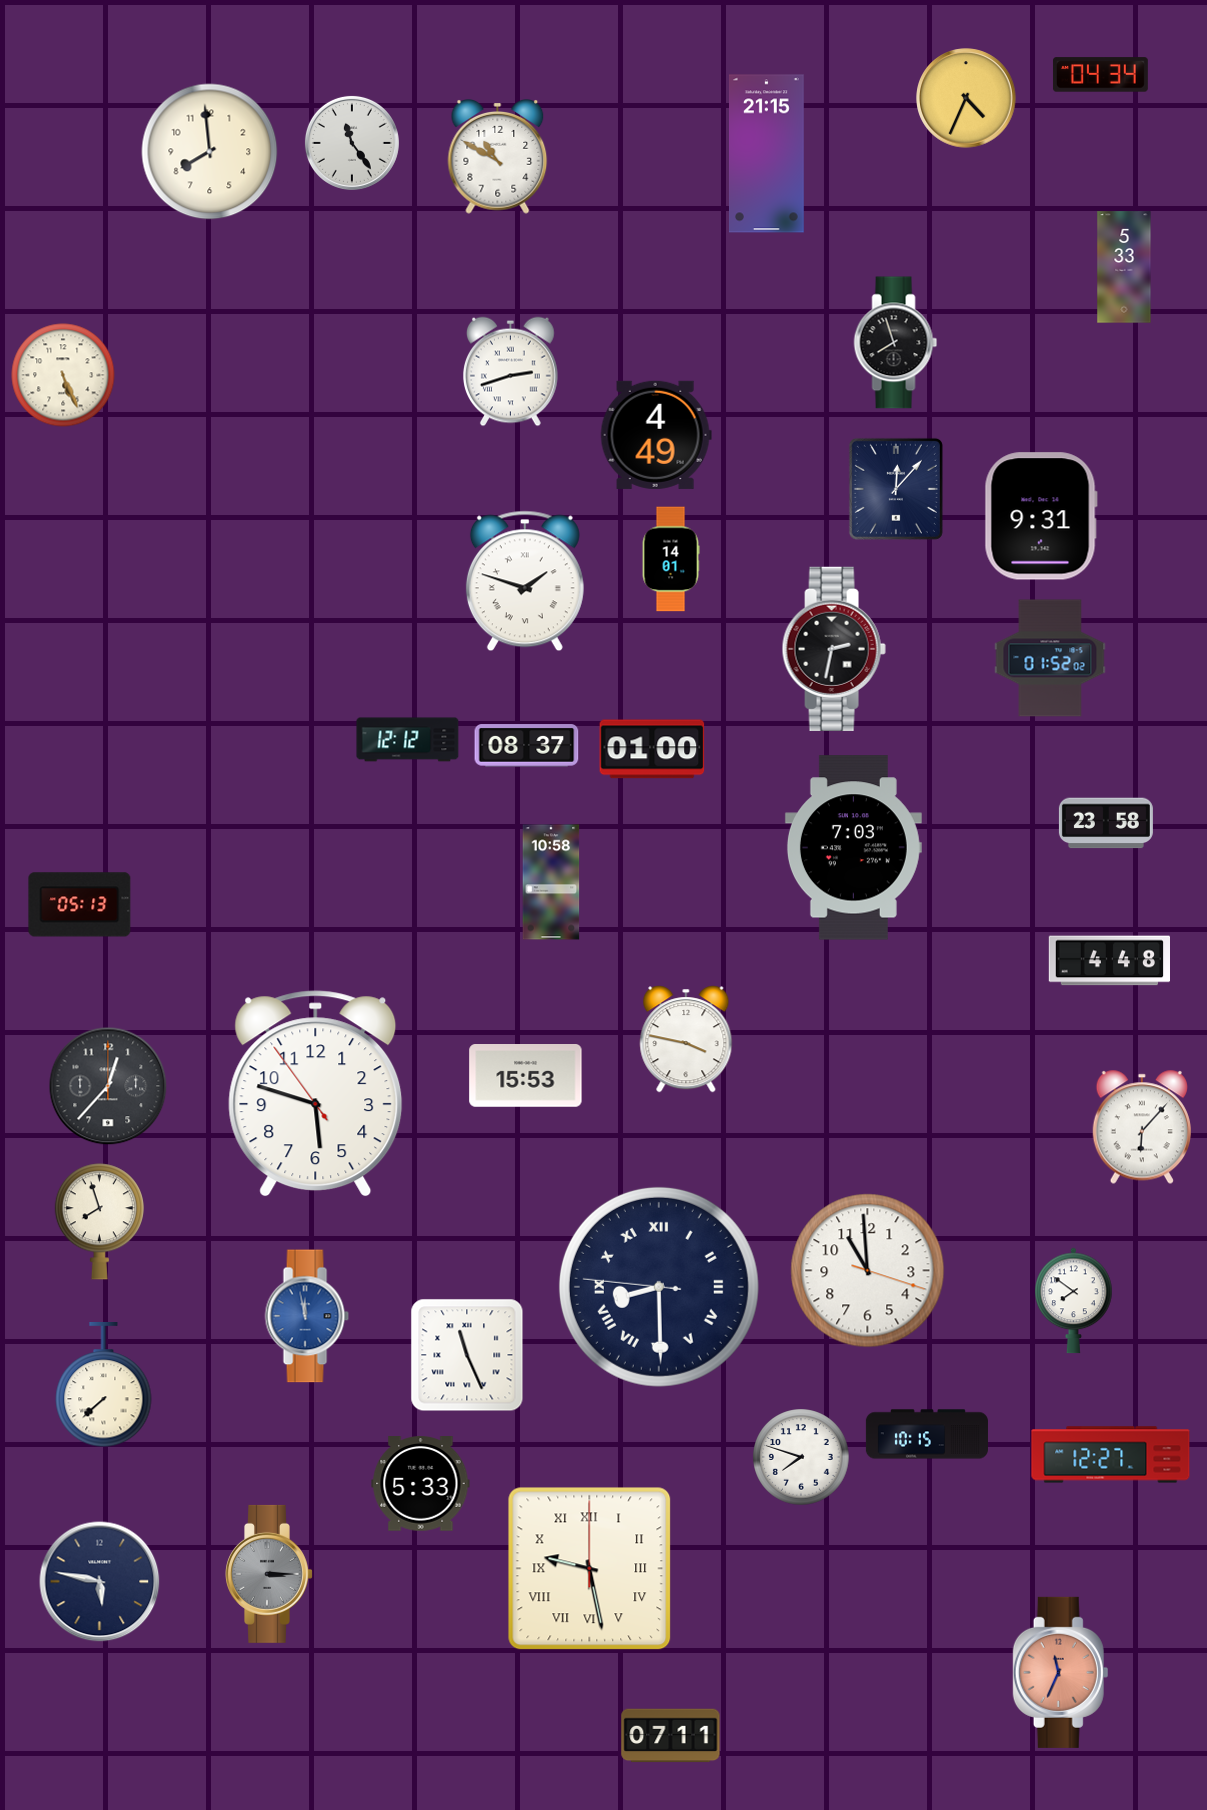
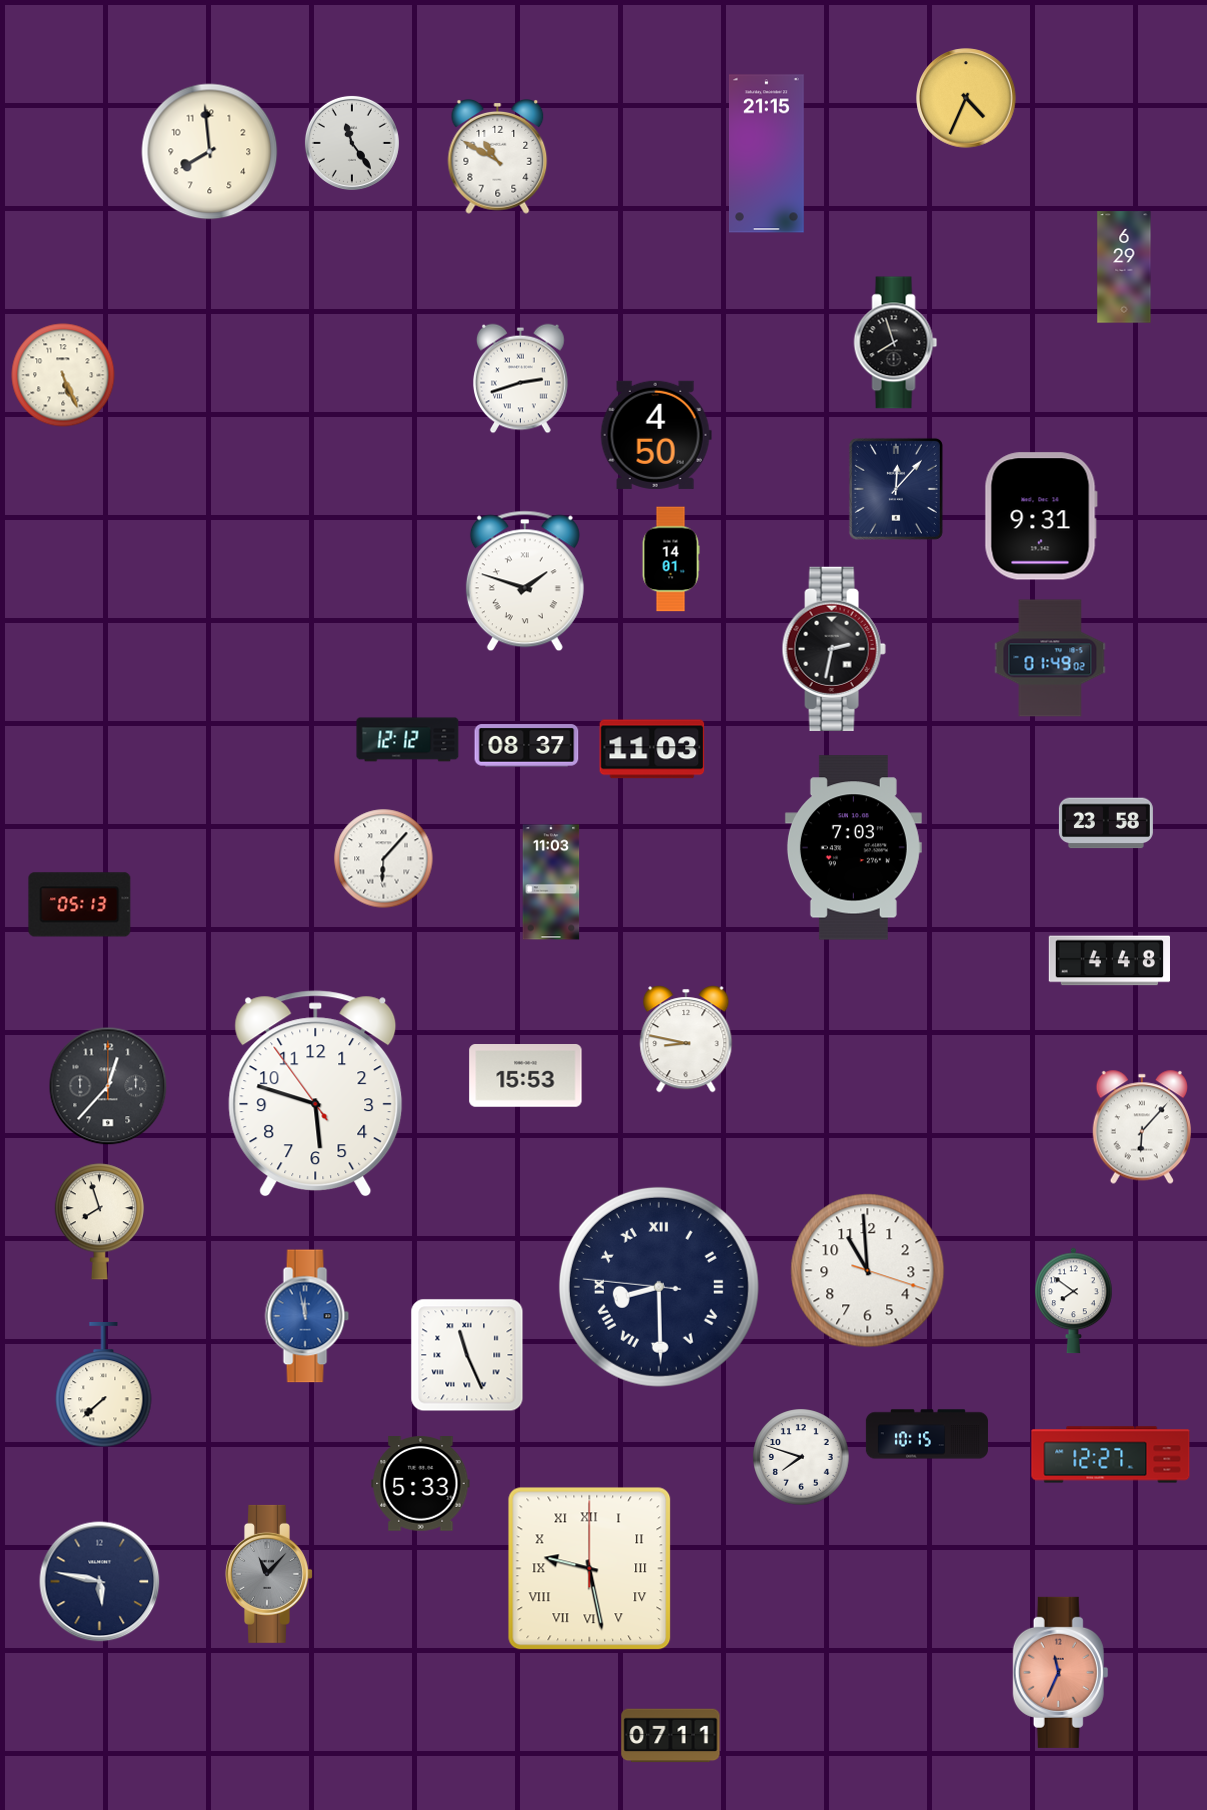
clock at (1100, 75): 04:34 -> none
clock at (1124, 267): 5:33 -> 6:29
clock at (511, 372) position: (511, 372) -> (521, 379)
clock at (656, 435): 4:49 -> 4:50
clock at (1050, 658): 01:52 -> 01:49
clock at (652, 749): 01:00 -> 11:03
clock at (384, 859): none -> 6:07
clock at (551, 882): 10:58 -> 11:03
clock at (686, 1039): 3:47 -> 8:47
clock at (270, 1574): 3:15 -> 11:07
